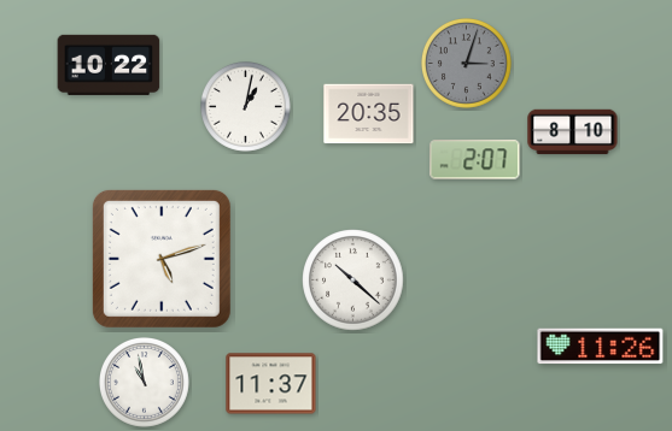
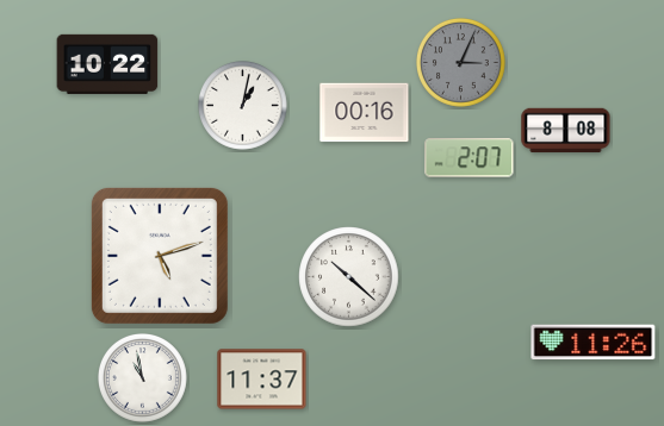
clock at (467, 64): 3:03 -> 3:04
clock at (369, 114): 20:35 -> 00:16
clock at (573, 132): 8:10 -> 8:08
clock at (271, 384) position: (271, 384) -> (262, 380)
